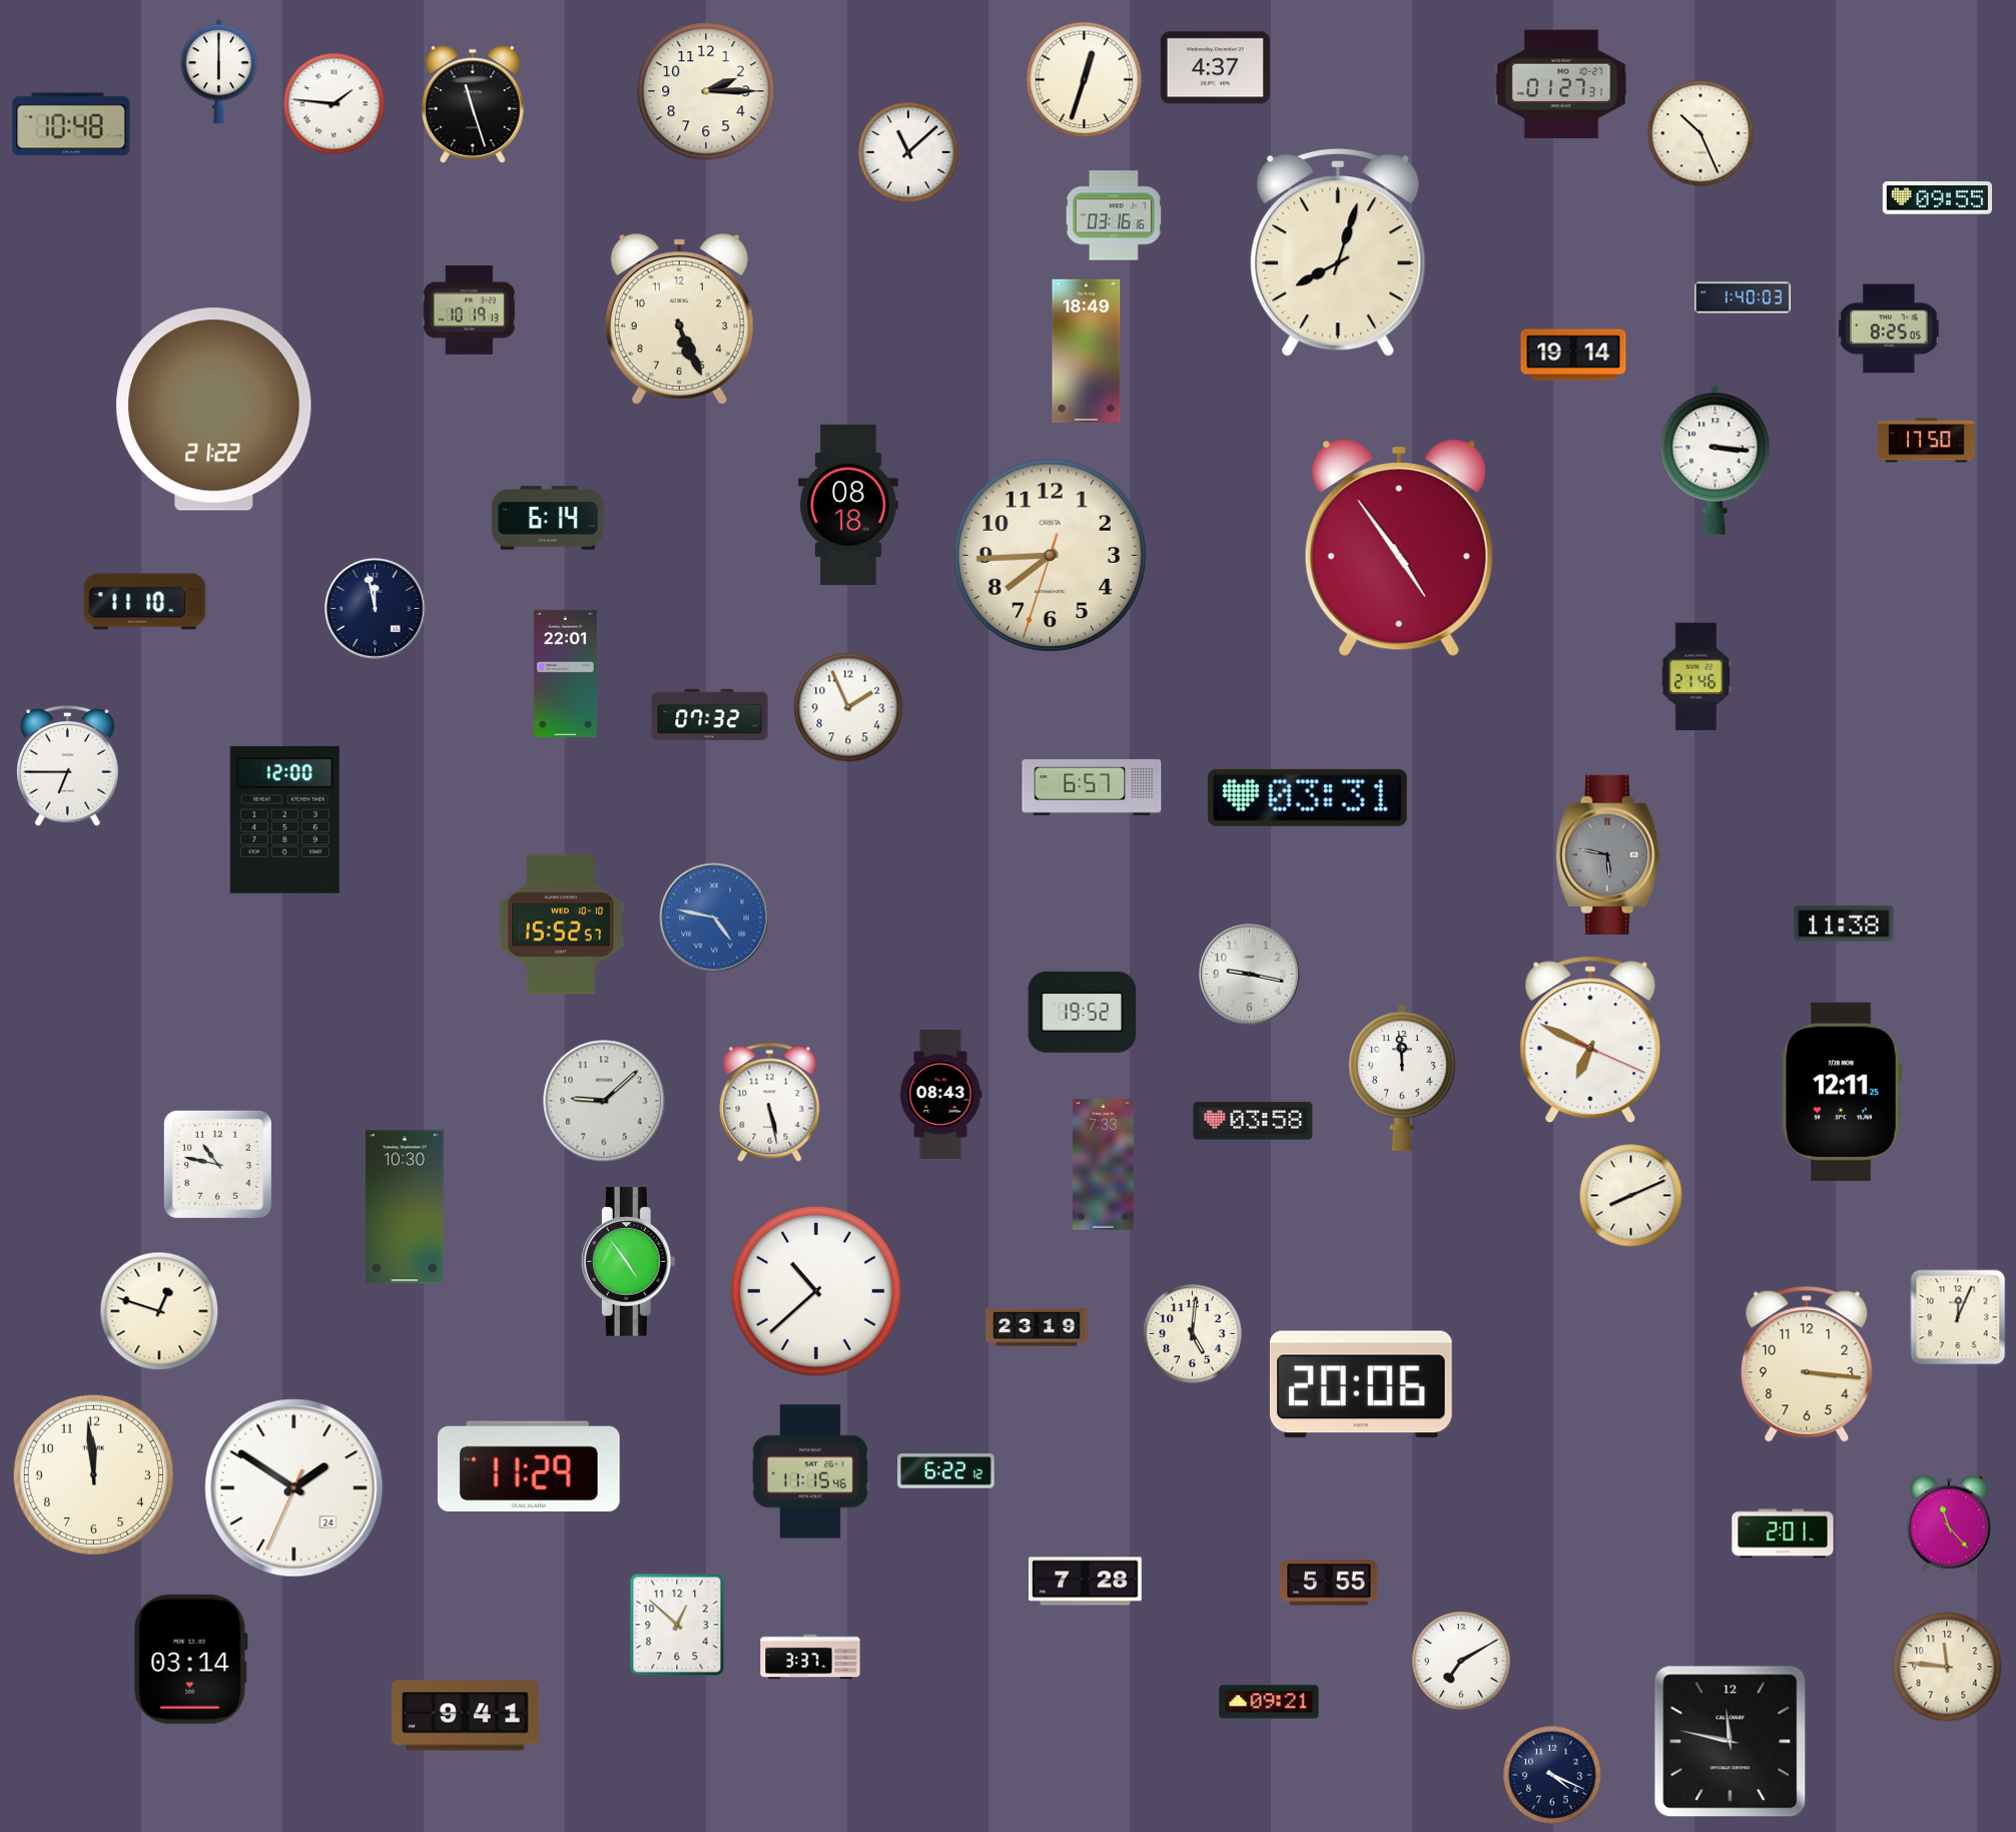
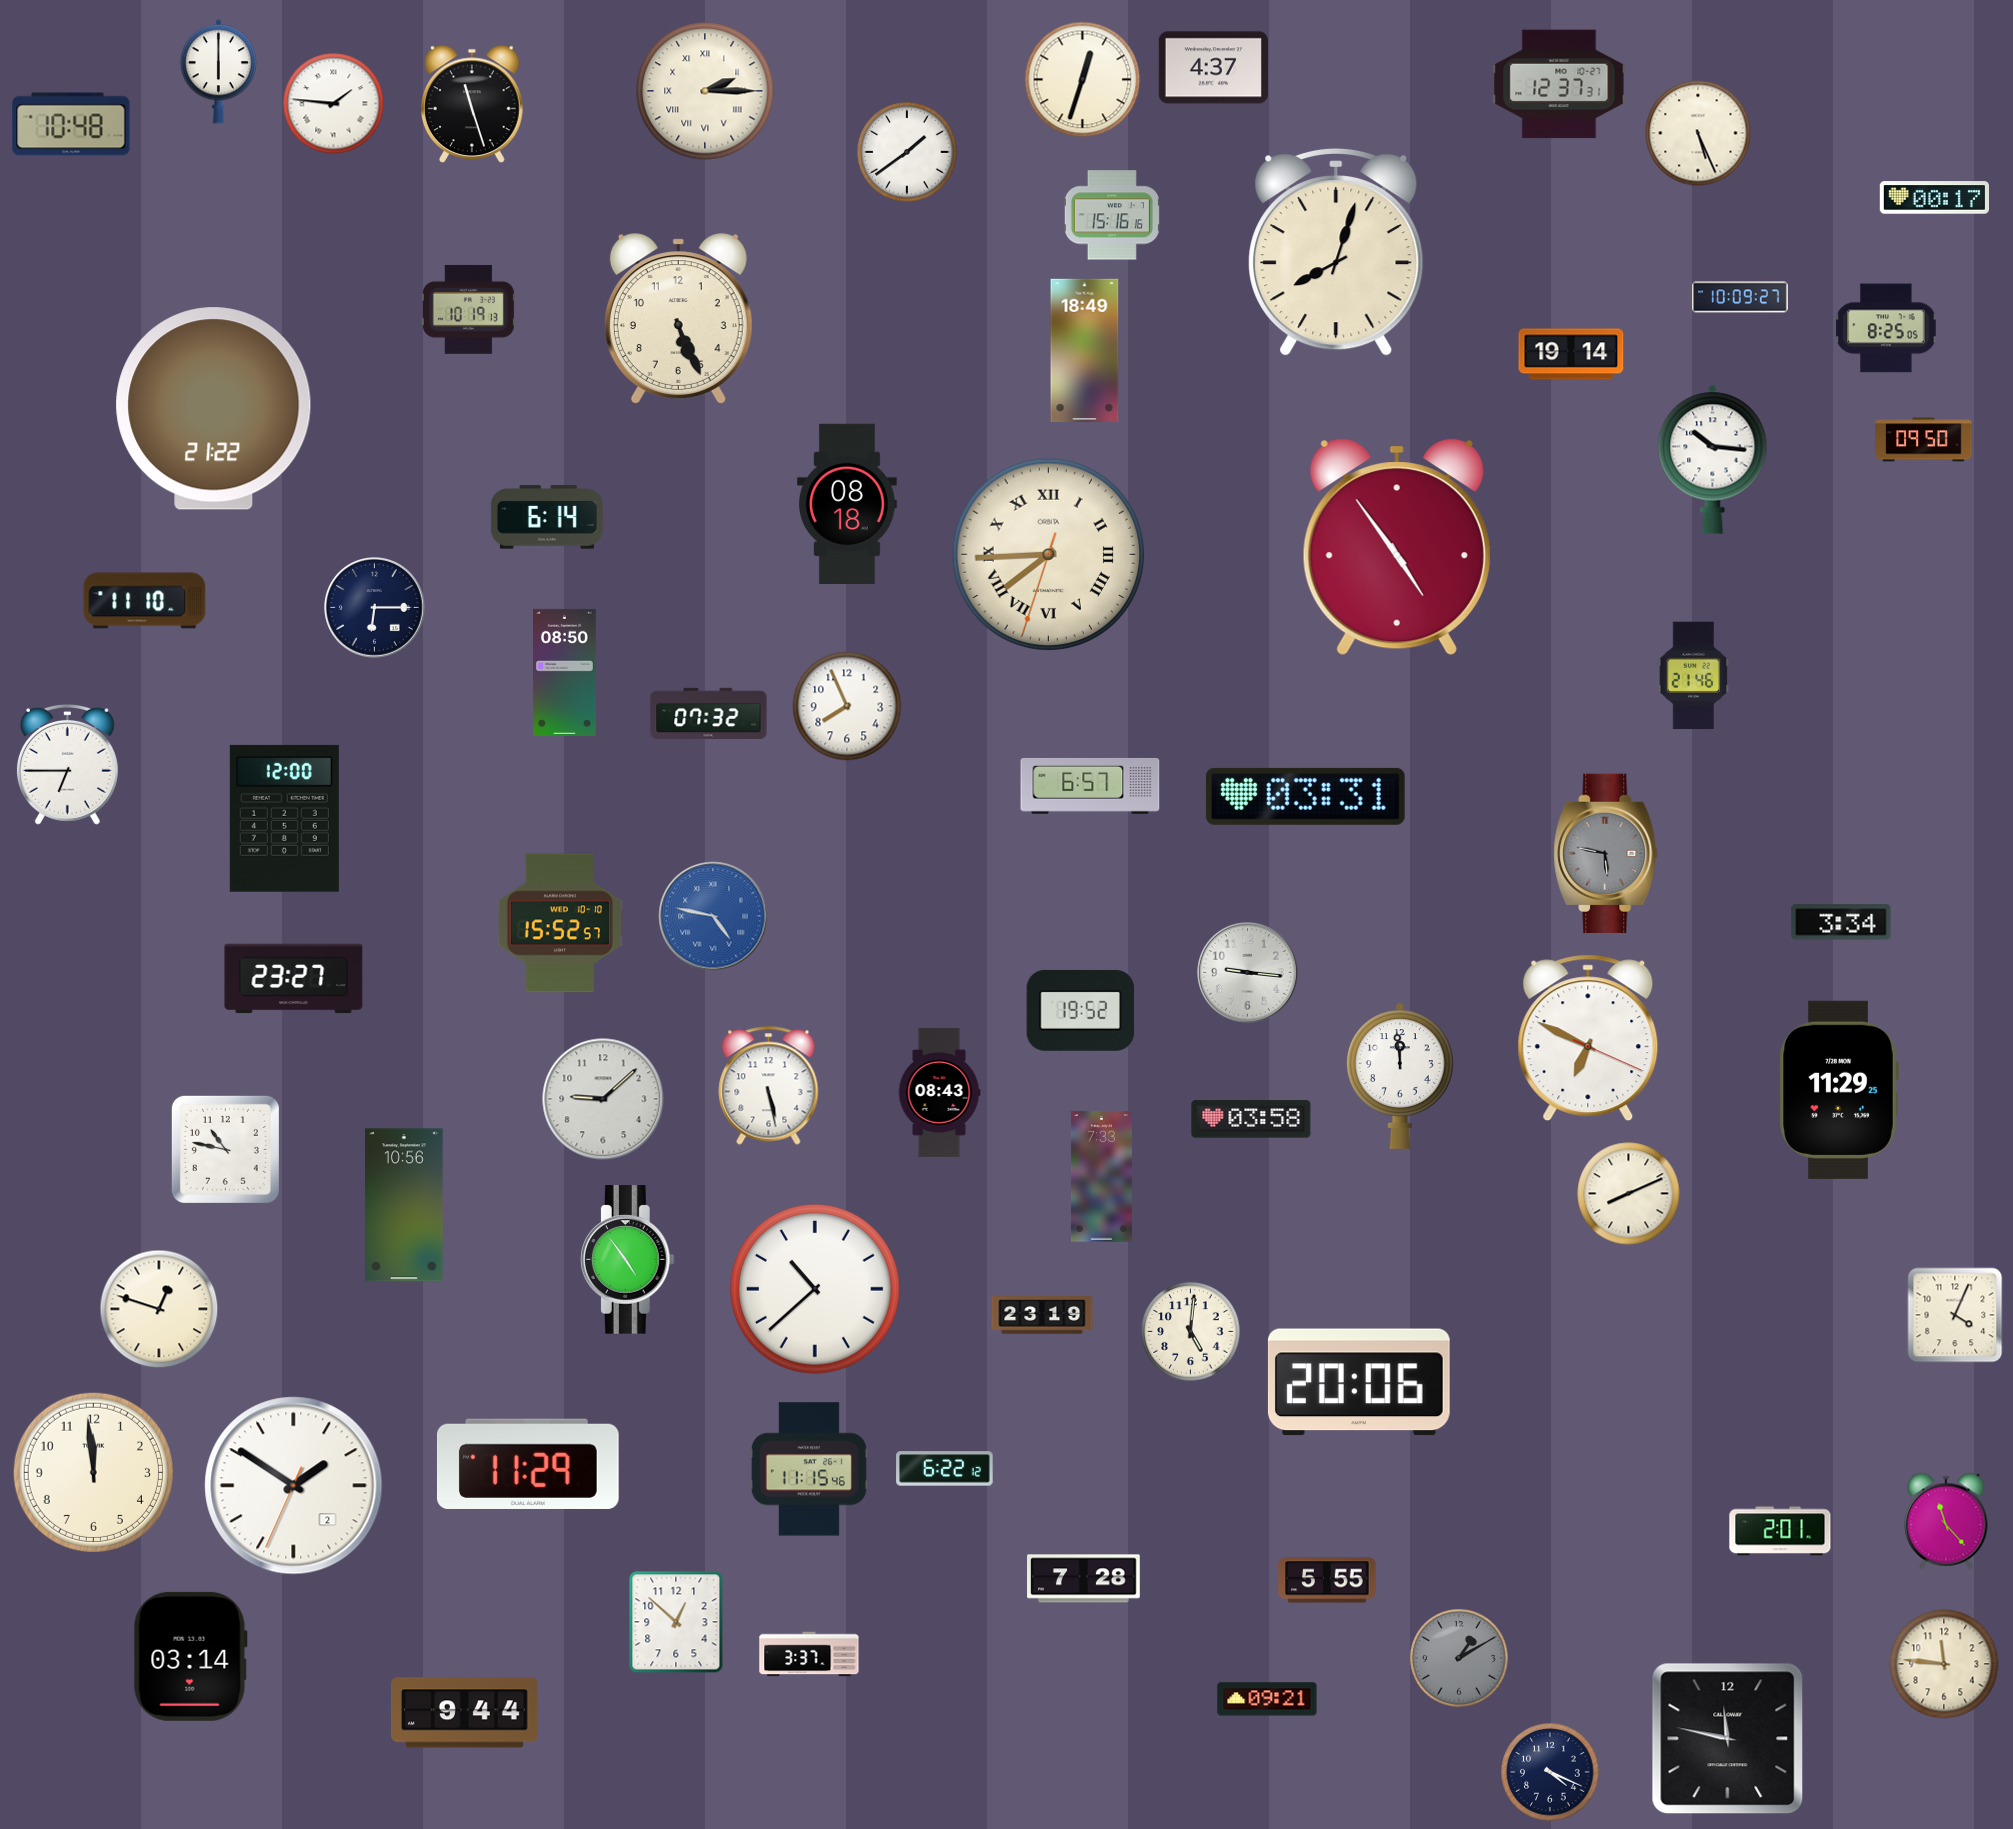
clock at (1561, 84): 01:27 -> 12:37
clock at (706, 91) numerals: Arabic -> Roman
clock at (1701, 133): 10:26 -> 5:26
clock at (908, 152): 11:08 -> 1:39
clock at (1937, 198): 09:55 -> 00:17
clock at (1114, 215): 03:16 -> 15:16
clock at (1743, 297): 1:40 -> 10:09
clock at (1927, 441): 17:50 -> 09:50
clock at (1716, 460): 3:16 -> 10:16
clock at (1051, 556) numerals: Arabic -> Roman
clock at (376, 609): 11:58 -> 6:15
clock at (566, 673): 22:01 -> 08:50
clock at (848, 707): 1:56 -> 7:56
clock at (1844, 924): 11:38 -> 3:34
clock at (1250, 975): 9:17 -> 9:16
clock at (294, 979): none -> 23:27
clock at (1842, 1092): 12:11 -> 11:29
clock at (770, 1103) position: (770, 1103) -> (769, 1086)
clock at (217, 1164) position: (217, 1164) -> (225, 1149)
clock at (1103, 1165) position: (1103, 1165) -> (1101, 1177)
clock at (405, 1207): 10:30 -> 10:56
clock at (1958, 1317): 12:04 -> 4:04
clock at (1037, 1327) position: (1037, 1327) -> (1042, 1315)
clock at (1807, 1364): 3:16 -> none
clock at (294, 1488) date: 24 -> 2
clock at (1461, 1661): 7:10 -> 1:10
clock at (1461, 1661) dial: white -> grey
clock at (466, 1716): 9:41 -> 9:44
